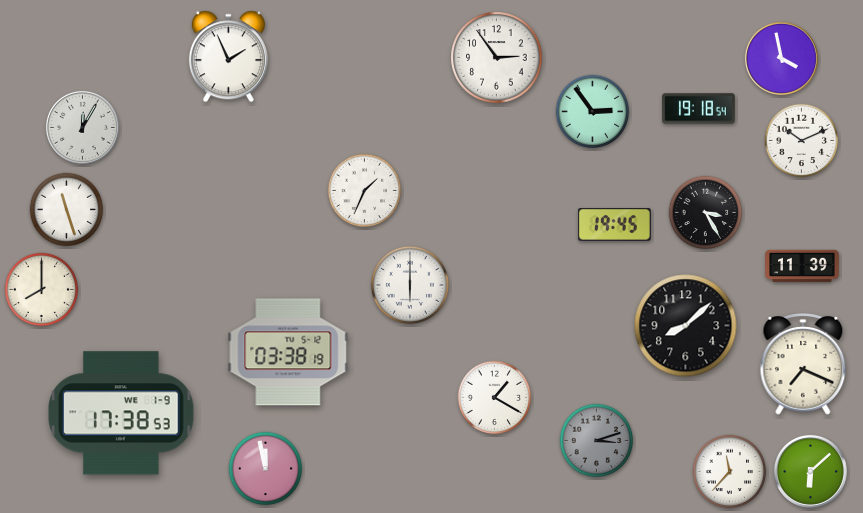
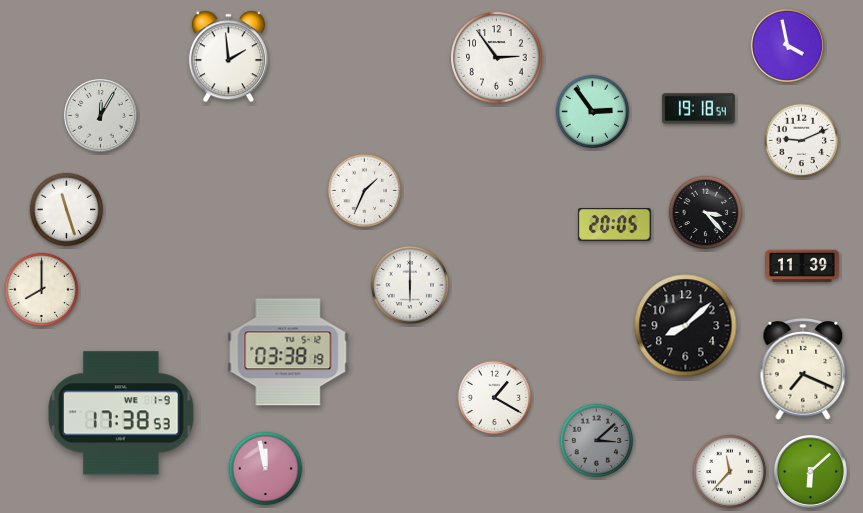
clock at (228, 57): 1:56 -> 1:59
clock at (781, 58) position: (781, 58) -> (787, 45)
clock at (82, 127) position: (82, 127) -> (100, 115)
clock at (802, 141): 10:11 -> 9:11
clock at (706, 213): 3:25 -> 3:23
clock at (615, 225): 19:45 -> 20:05
clock at (803, 365) position: (803, 365) -> (803, 370)
clock at (597, 441): 3:12 -> 3:08
